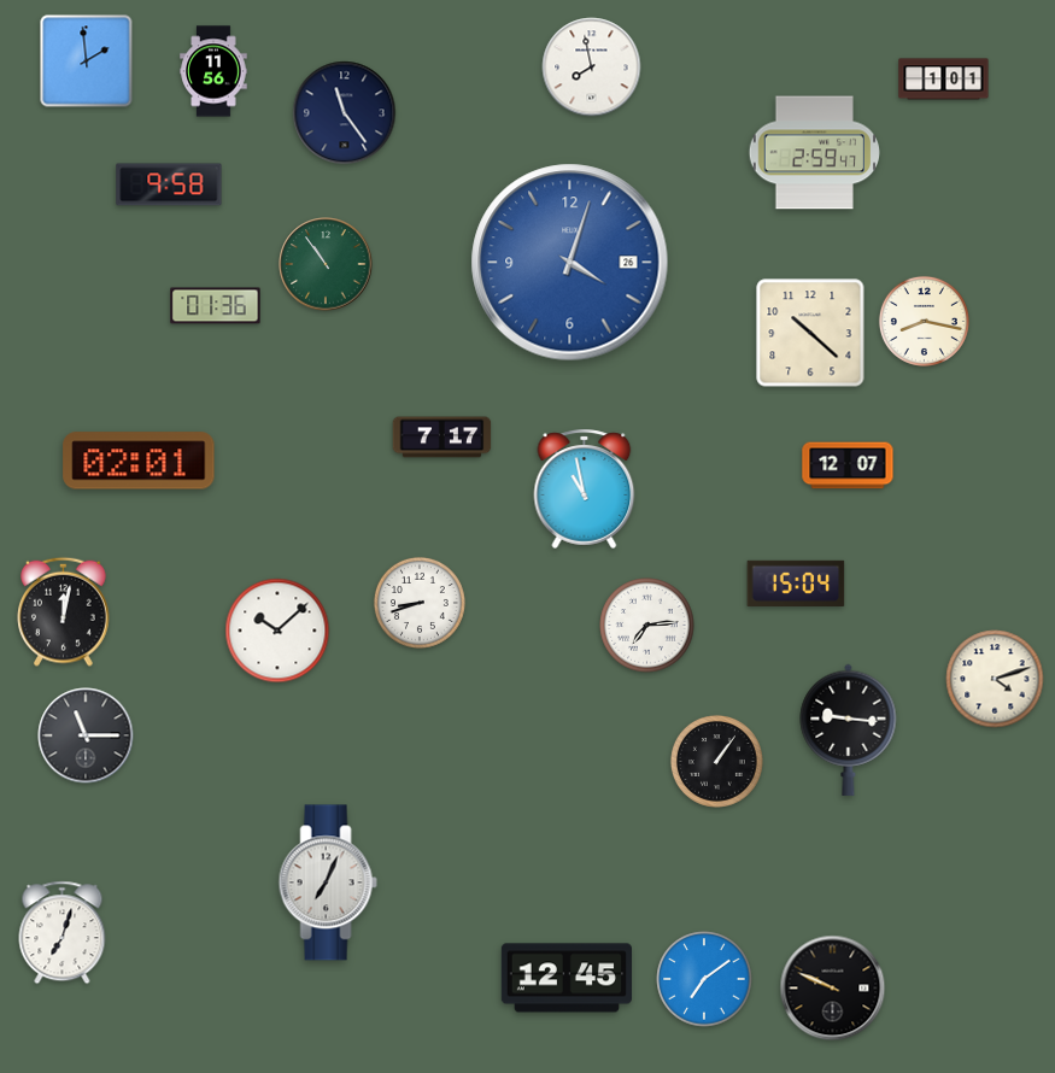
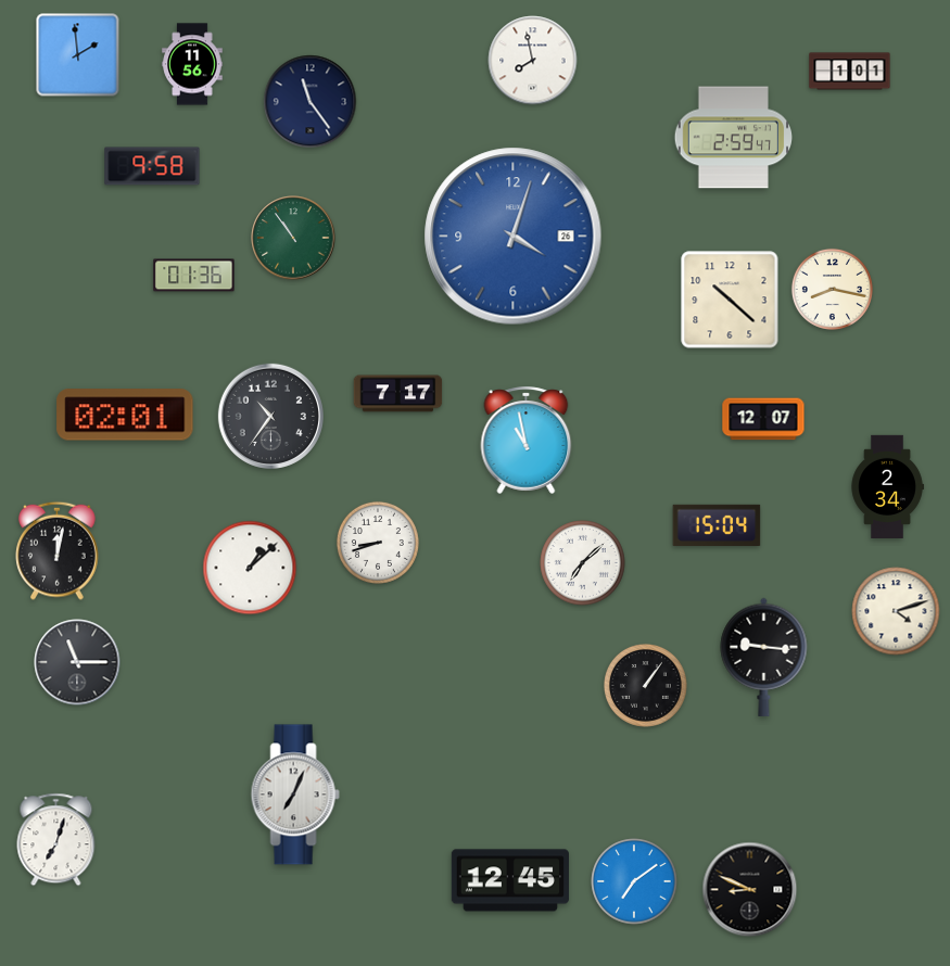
clock at (270, 416): none -> 10:36
clock at (887, 486): none -> 2:34
clock at (647, 626): 7:14 -> 7:08
clock at (277, 631): 10:08 -> 1:08
clock at (833, 989): 9:49 -> 8:49
